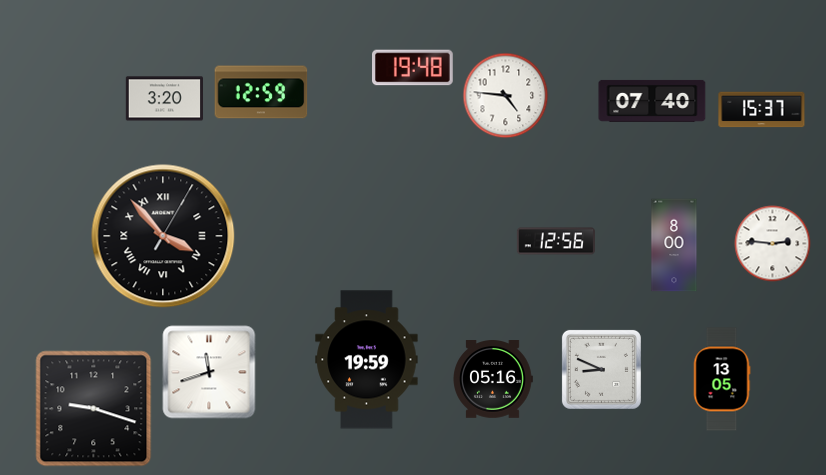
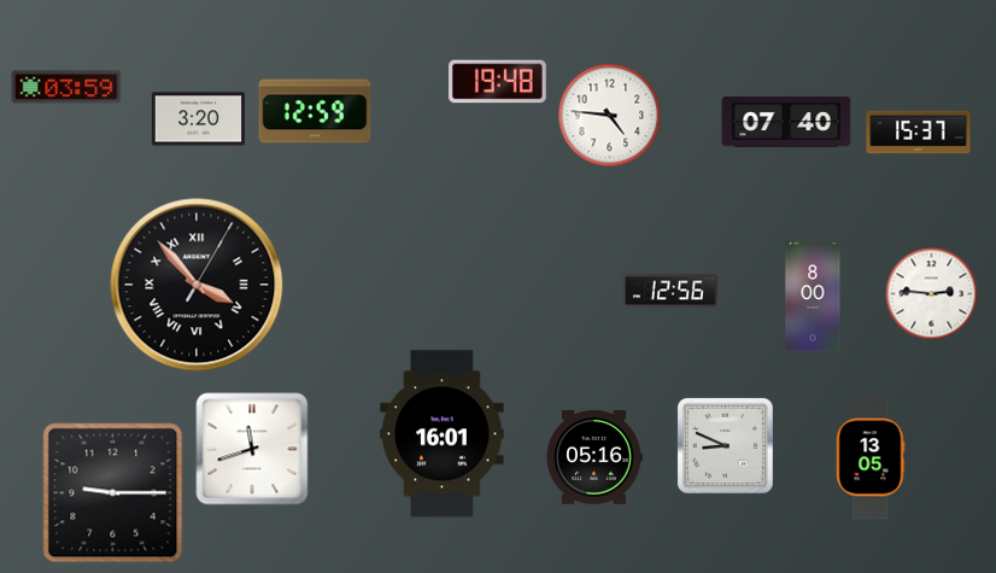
clock at (66, 87): none -> 03:59
clock at (367, 360): 19:59 -> 16:01
clock at (94, 409): 9:18 -> 9:15
